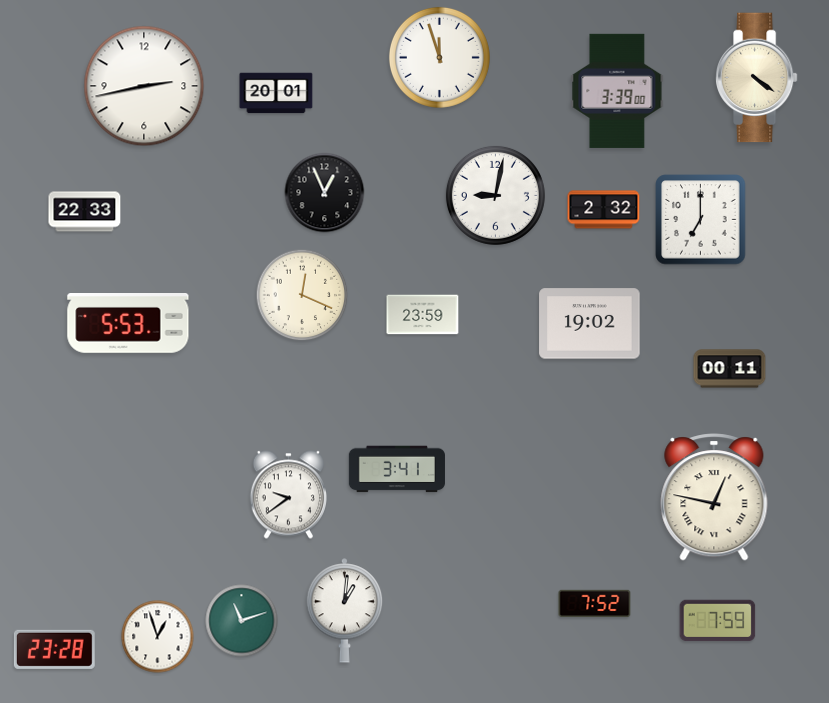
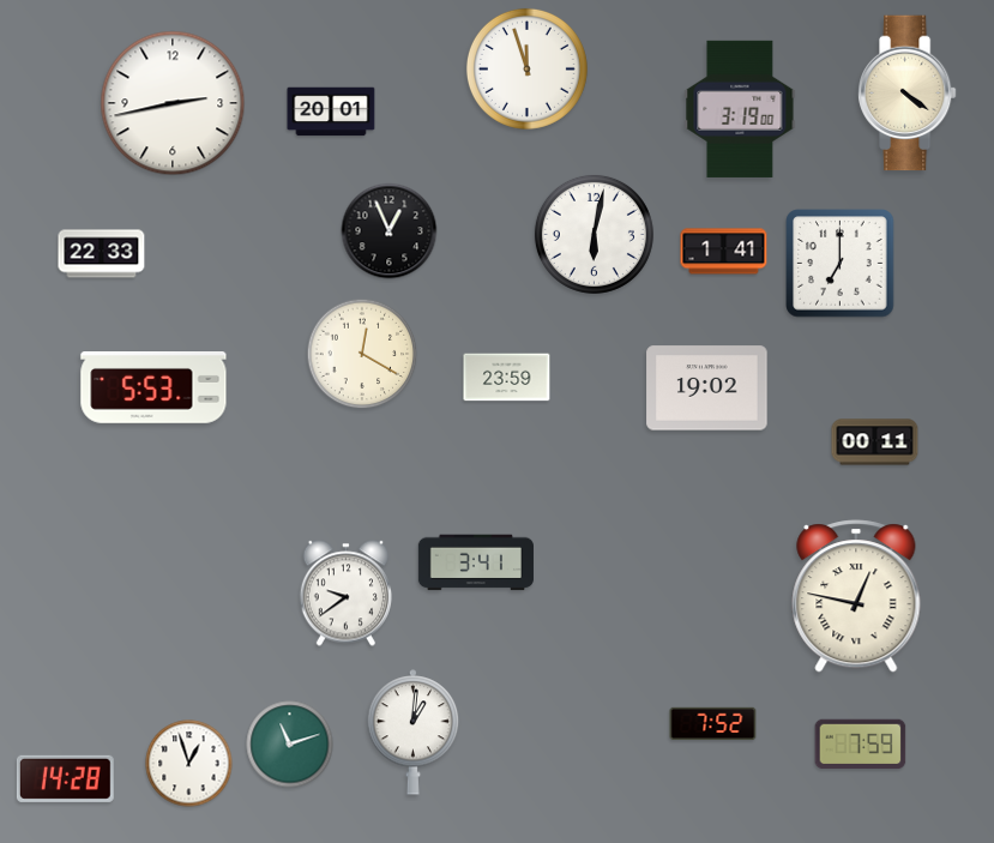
clock at (617, 91): 3:39 -> 3:19
clock at (495, 195): 9:02 -> 6:02
clock at (604, 210): 2:32 -> 1:41
clock at (302, 295): 12:19 -> 12:20
clock at (54, 649): 23:28 -> 14:28
